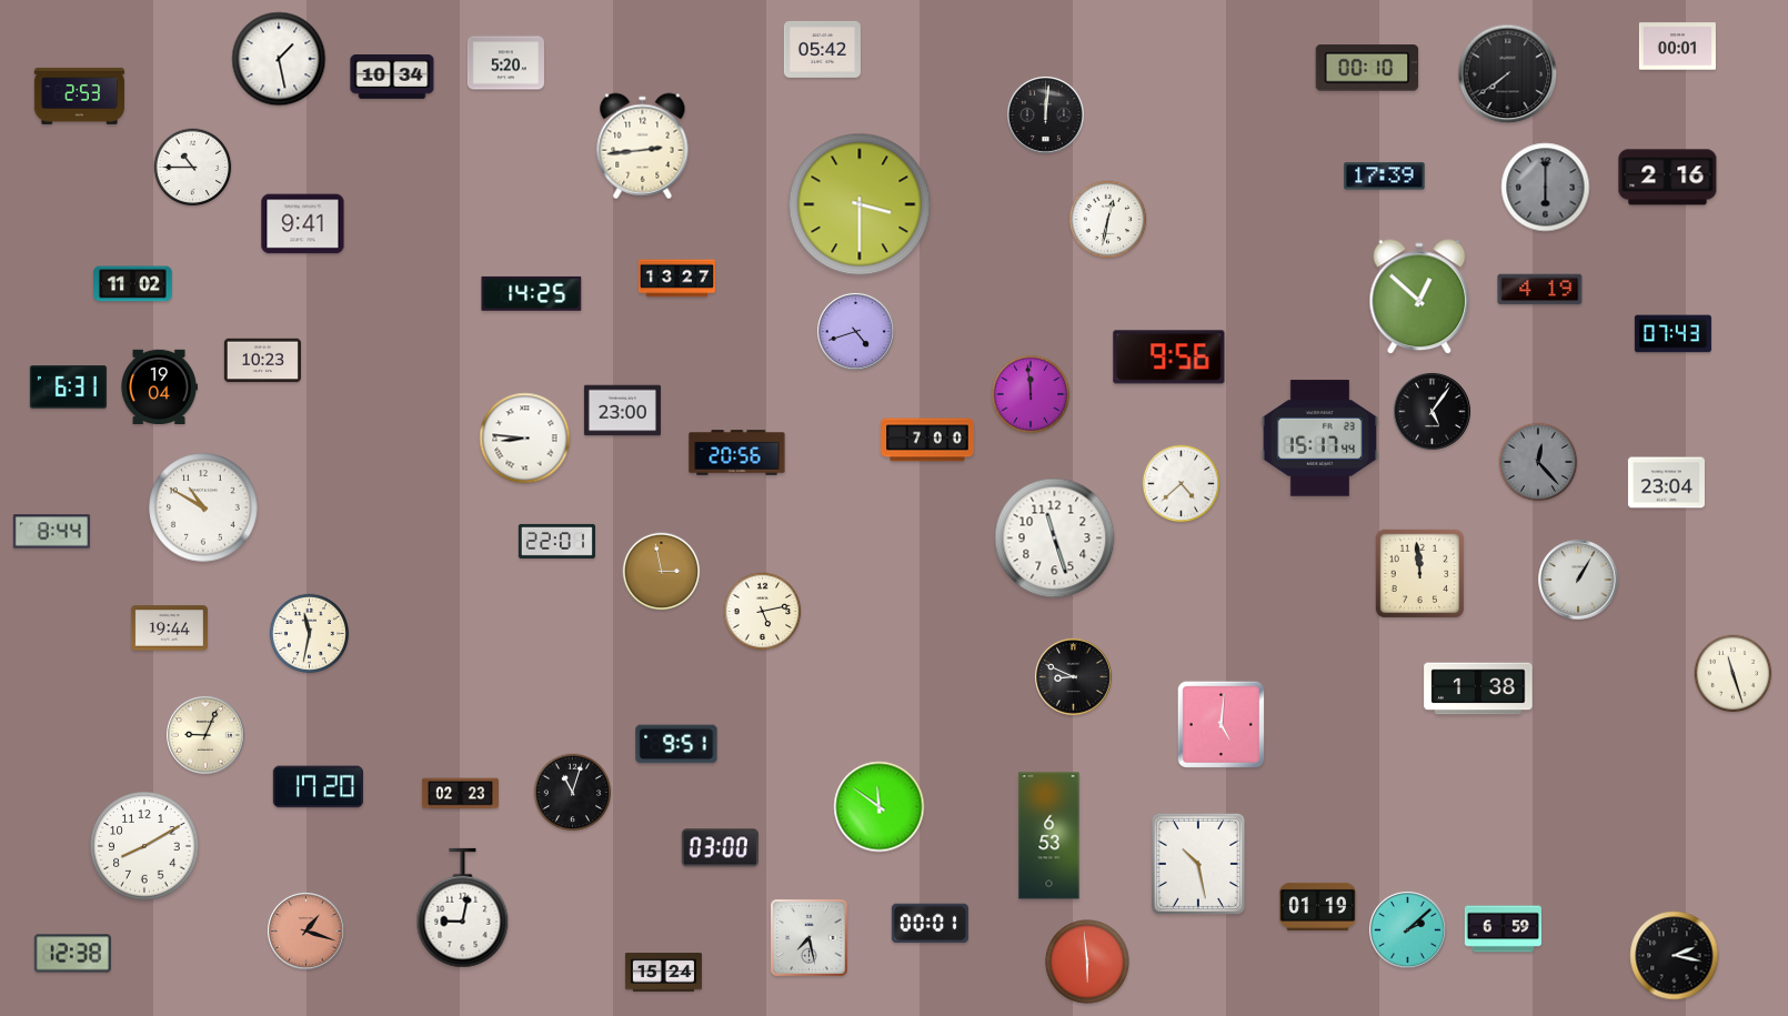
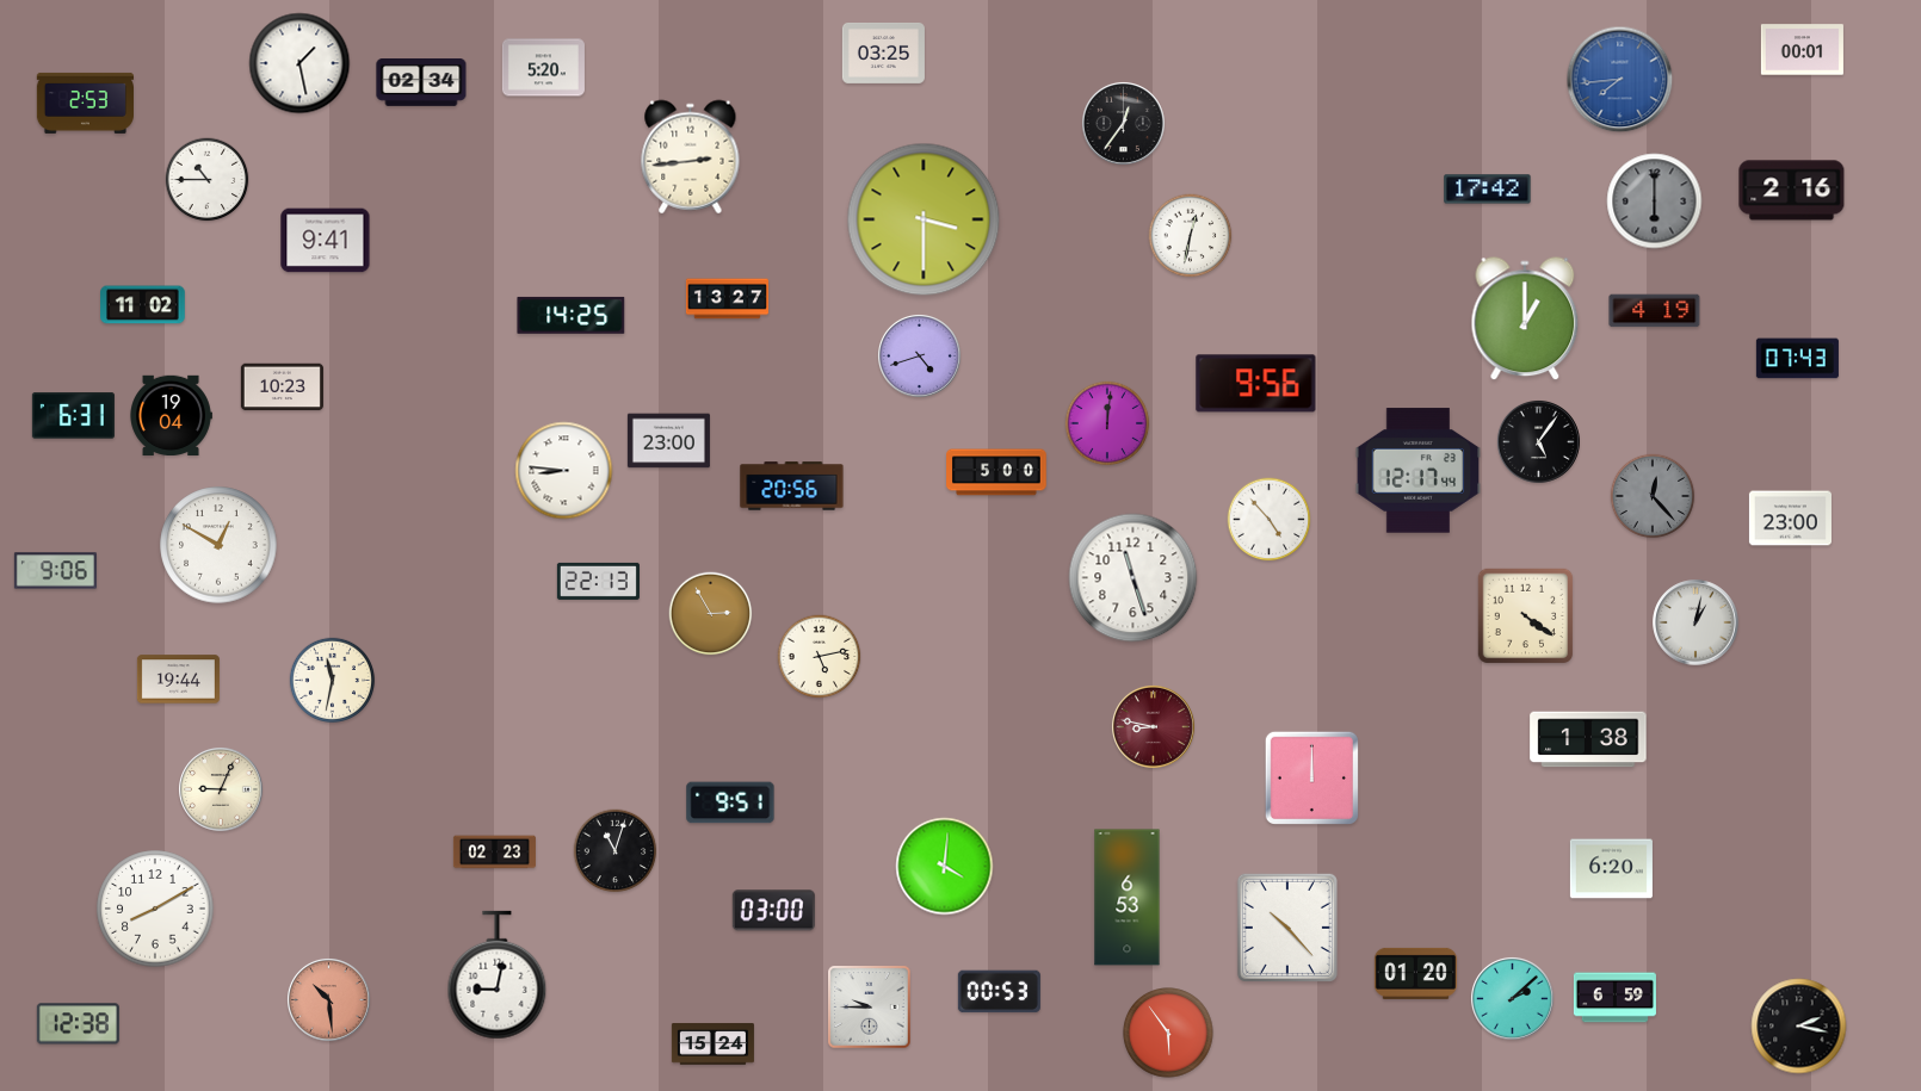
clock at (822, 49): 05:42 -> 03:25
clock at (1367, 68): 00:10 -> none
clock at (1508, 74): 7:39 -> 7:44
clock at (1508, 74) dial: black -> blue
clock at (392, 78): 10:34 -> 02:34
clock at (1045, 114): 12:01 -> 12:36
clock at (1385, 177): 17:39 -> 17:42
clock at (1546, 188) position: (1546, 188) -> (1655, 202)
clock at (1419, 298): 12:52 -> 1:00
clock at (1031, 394): 11:59 -> 12:01
clock at (1320, 439): 15:17 -> 12:17
clock at (927, 440): 7:00 -> 5:00
clock at (1666, 483): 23:04 -> 23:00
clock at (1182, 484): 4:38 -> 4:53
clock at (203, 507): 10:50 -> 12:50
clock at (51, 532): 8:44 -> 9:06
clock at (556, 541): 22:01 -> 22:13
clock at (662, 572): 2:58 -> 2:55
clock at (1420, 574): 11:59 -> 4:21
clock at (1578, 580): 1:05 -> 1:02
clock at (169, 628) position: (169, 628) -> (178, 680)
clock at (1734, 674): 11:27 -> none
clock at (1073, 676): 8:49 -> 8:47
clock at (1073, 676) dial: black -> burgundy
clock at (1221, 724): 5:01 -> 12:00
clock at (676, 744) position: (676, 744) -> (730, 802)
clock at (318, 787): 17:20 -> none
clock at (880, 807): 11:51 -> 4:01
clock at (1611, 869): none -> 6:20
clock at (1198, 864): 10:28 -> 10:23
clock at (1317, 906): 01:19 -> 01:20
clock at (930, 924): 00:01 -> 00:53
clock at (305, 931): 1:18 -> 10:29
clock at (810, 938): 7:28 -> 9:45
clock at (1087, 962): 5:59 -> 5:54
